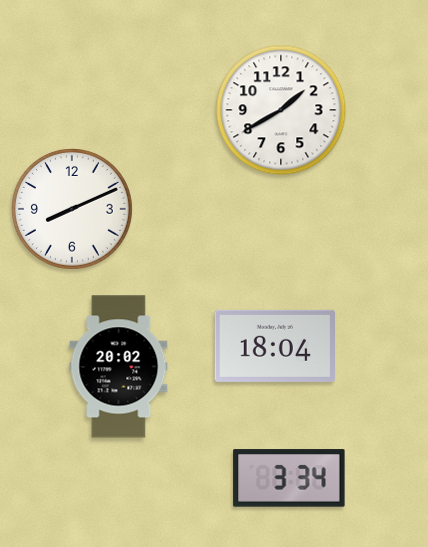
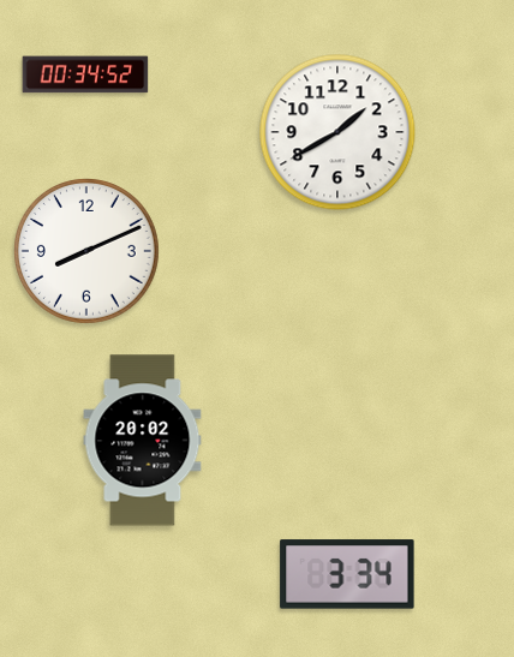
clock at (85, 74): none -> 00:34
clock at (274, 346): 18:04 -> none
